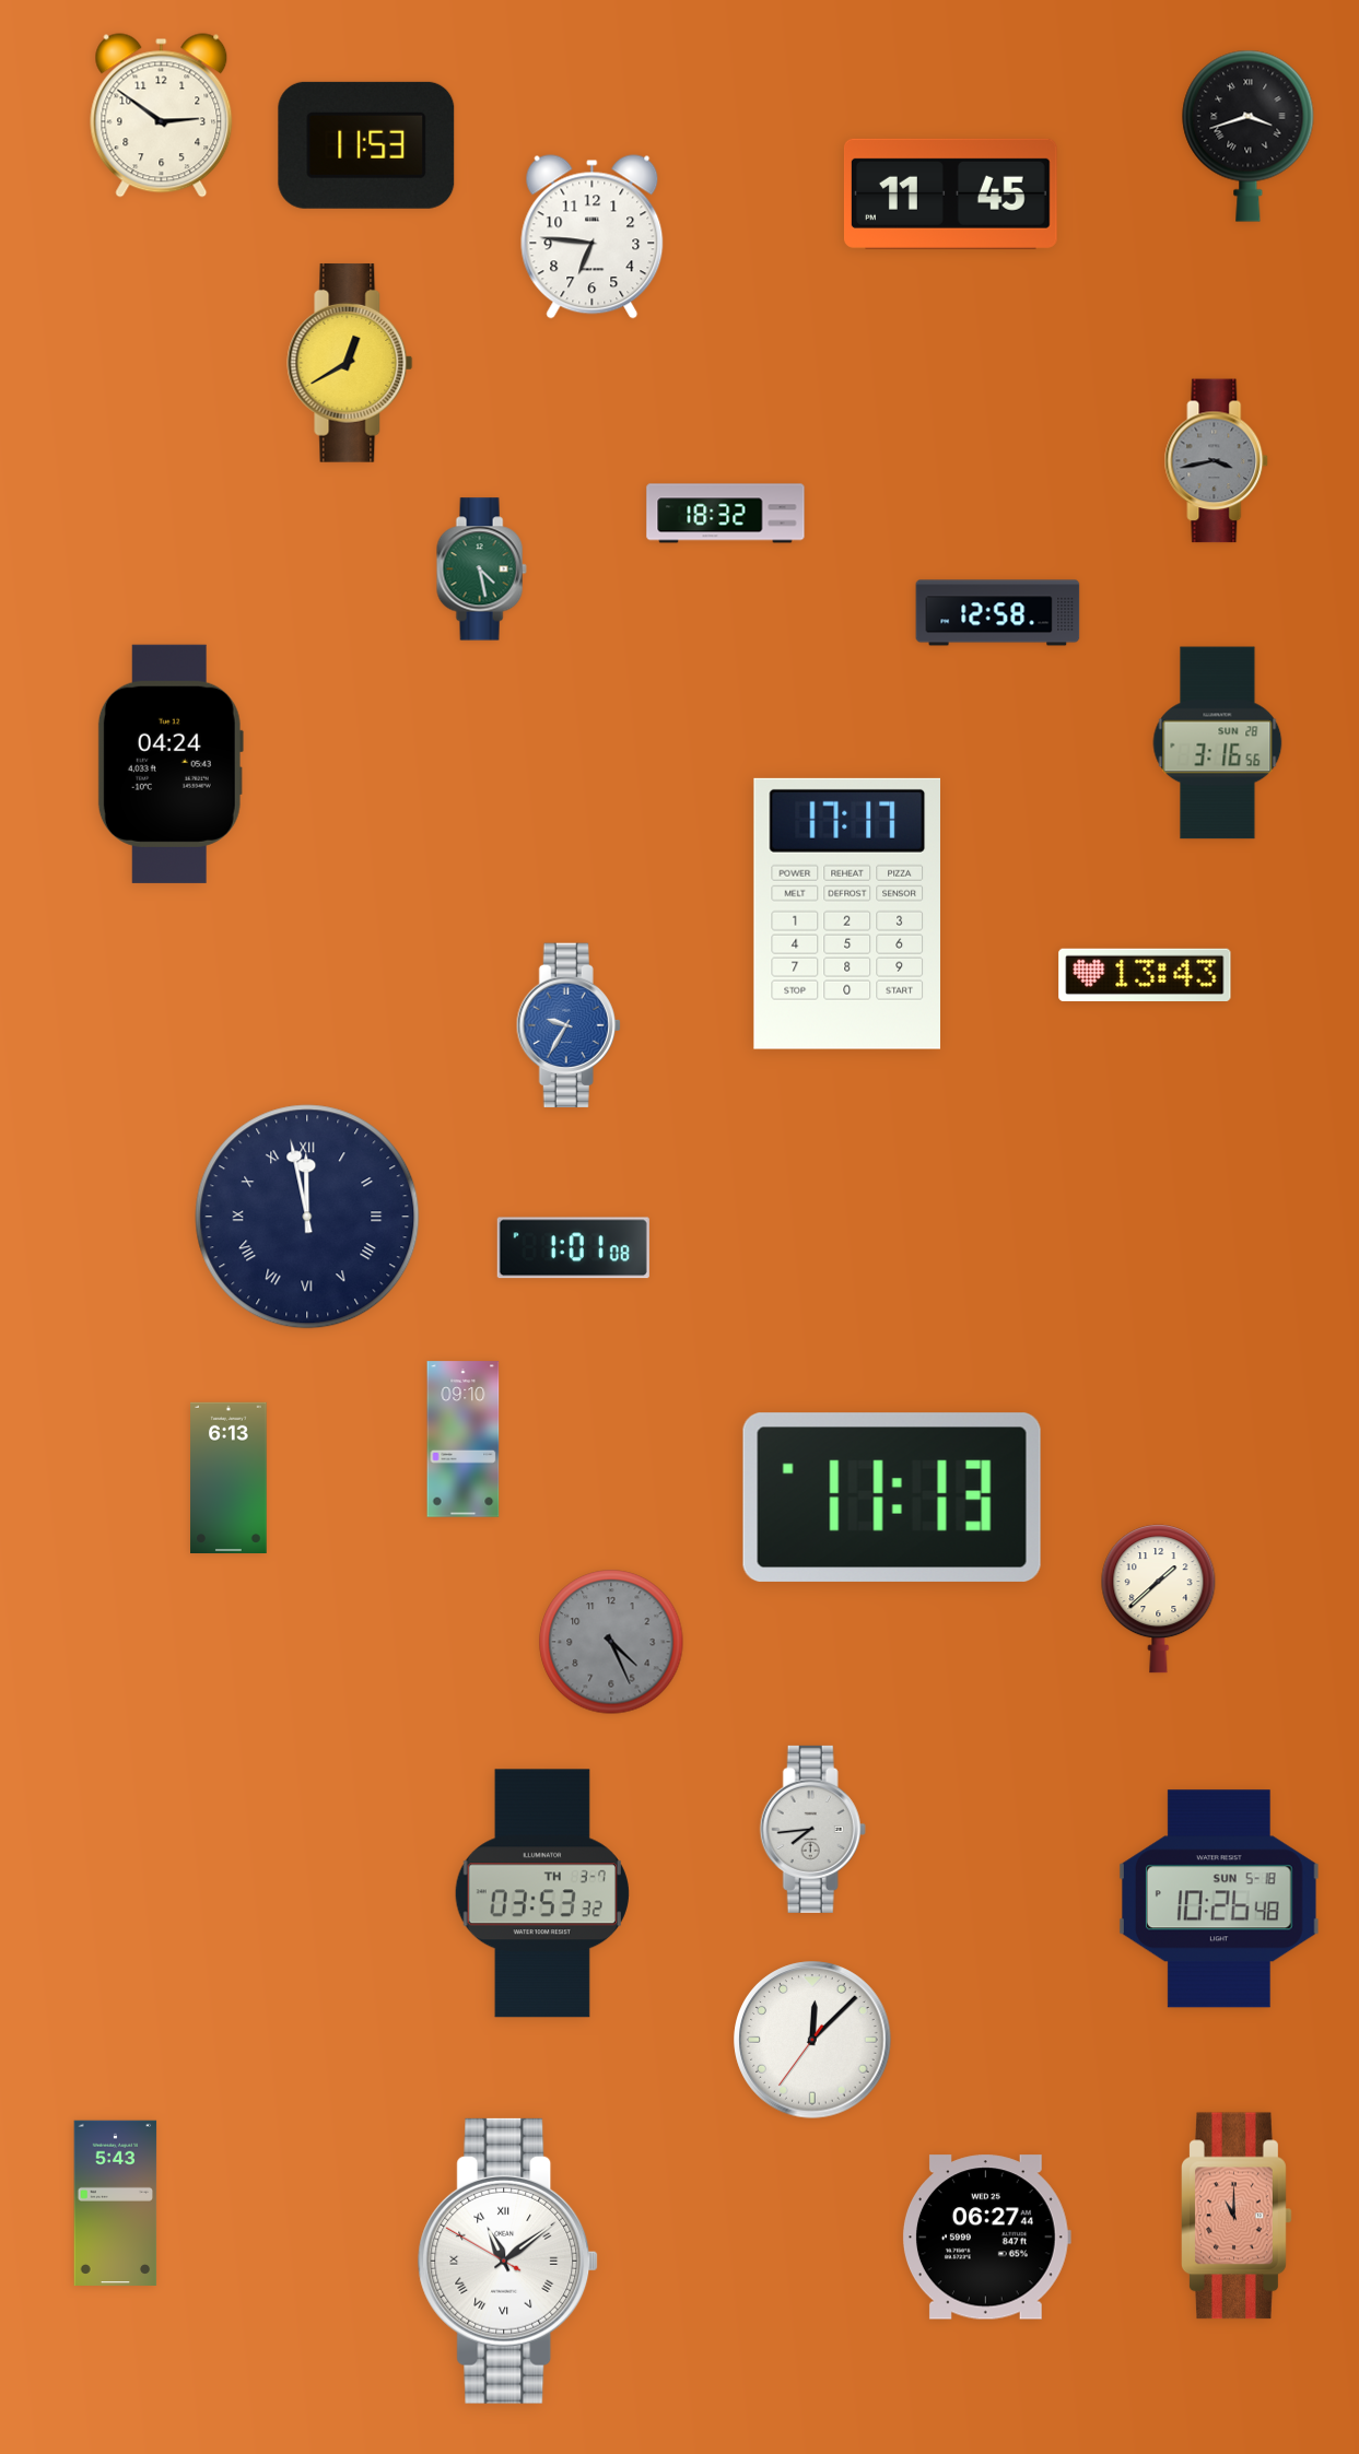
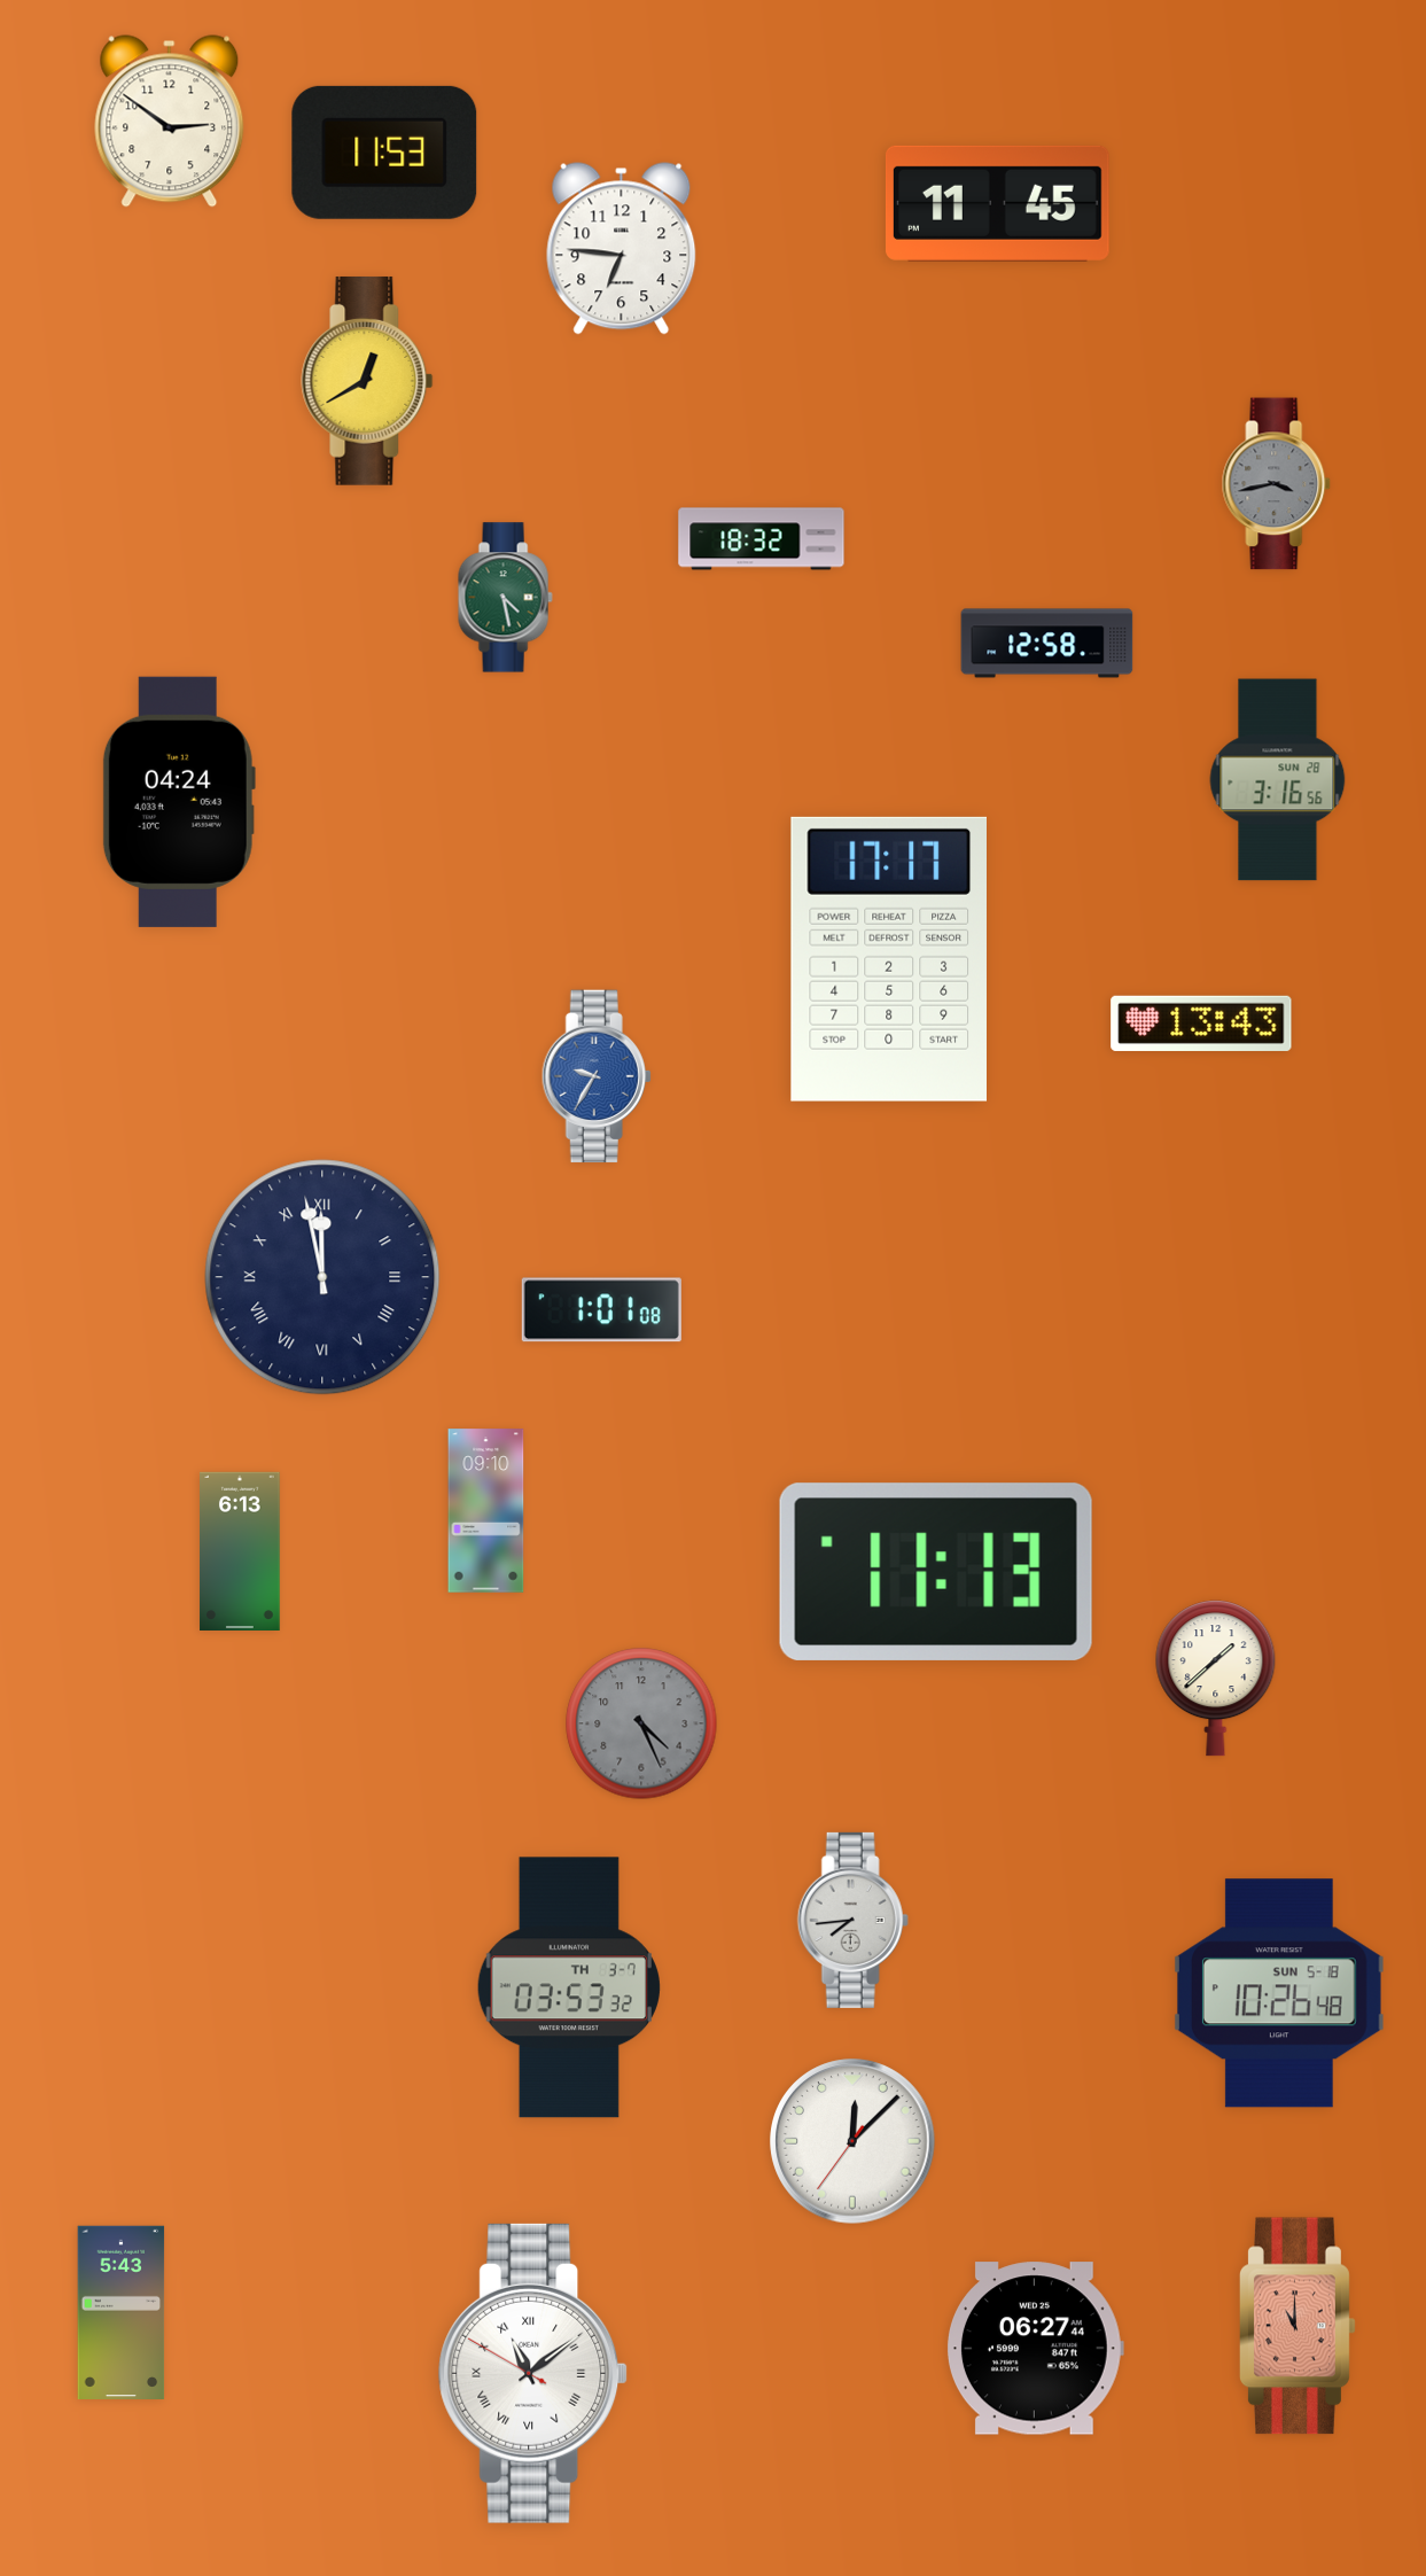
clock at (1249, 136): 3:42 -> none
